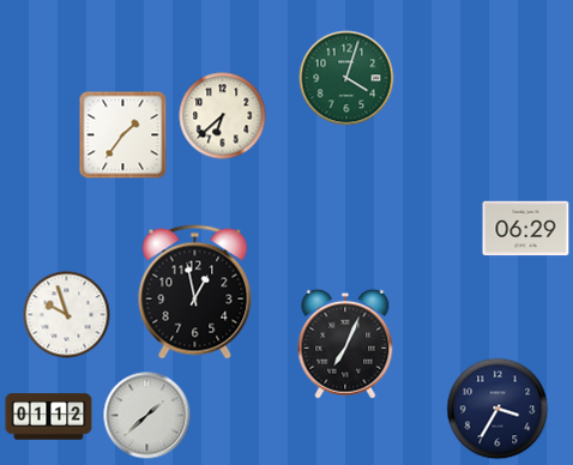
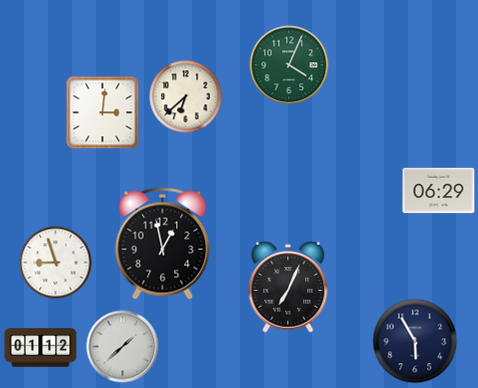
clock at (346, 78): 4:03 -> 4:04
clock at (123, 135): 1:36 -> 3:01
clock at (67, 315): 9:57 -> 8:57
clock at (497, 409): 3:35 -> 5:55
